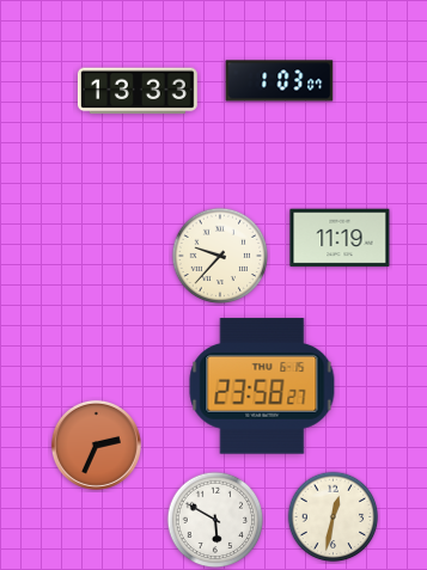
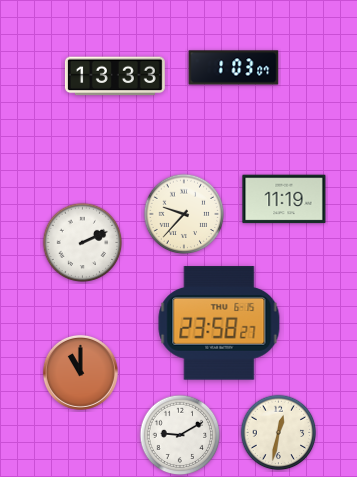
clock at (83, 243): none -> 2:11
clock at (96, 445): 2:34 -> 11:00
clock at (215, 520): 5:50 -> 9:10
